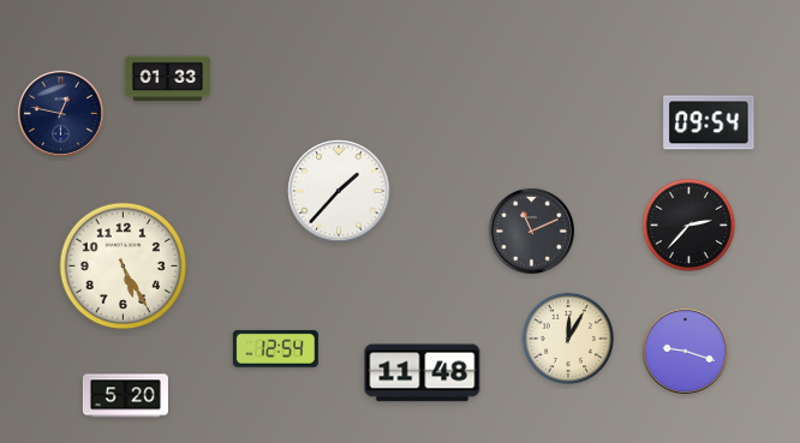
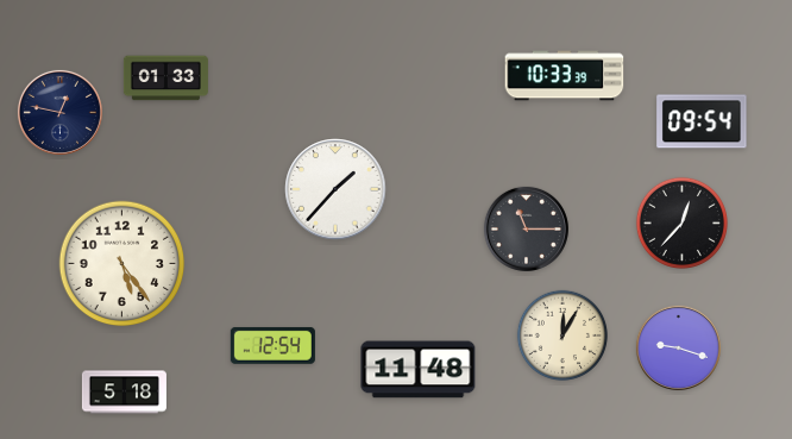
clock at (565, 76): none -> 10:33
clock at (688, 225): 2:37 -> 12:37
clock at (531, 231): 11:11 -> 11:15
clock at (124, 267): 5:25 -> 5:24
clock at (125, 396): 5:20 -> 5:18
